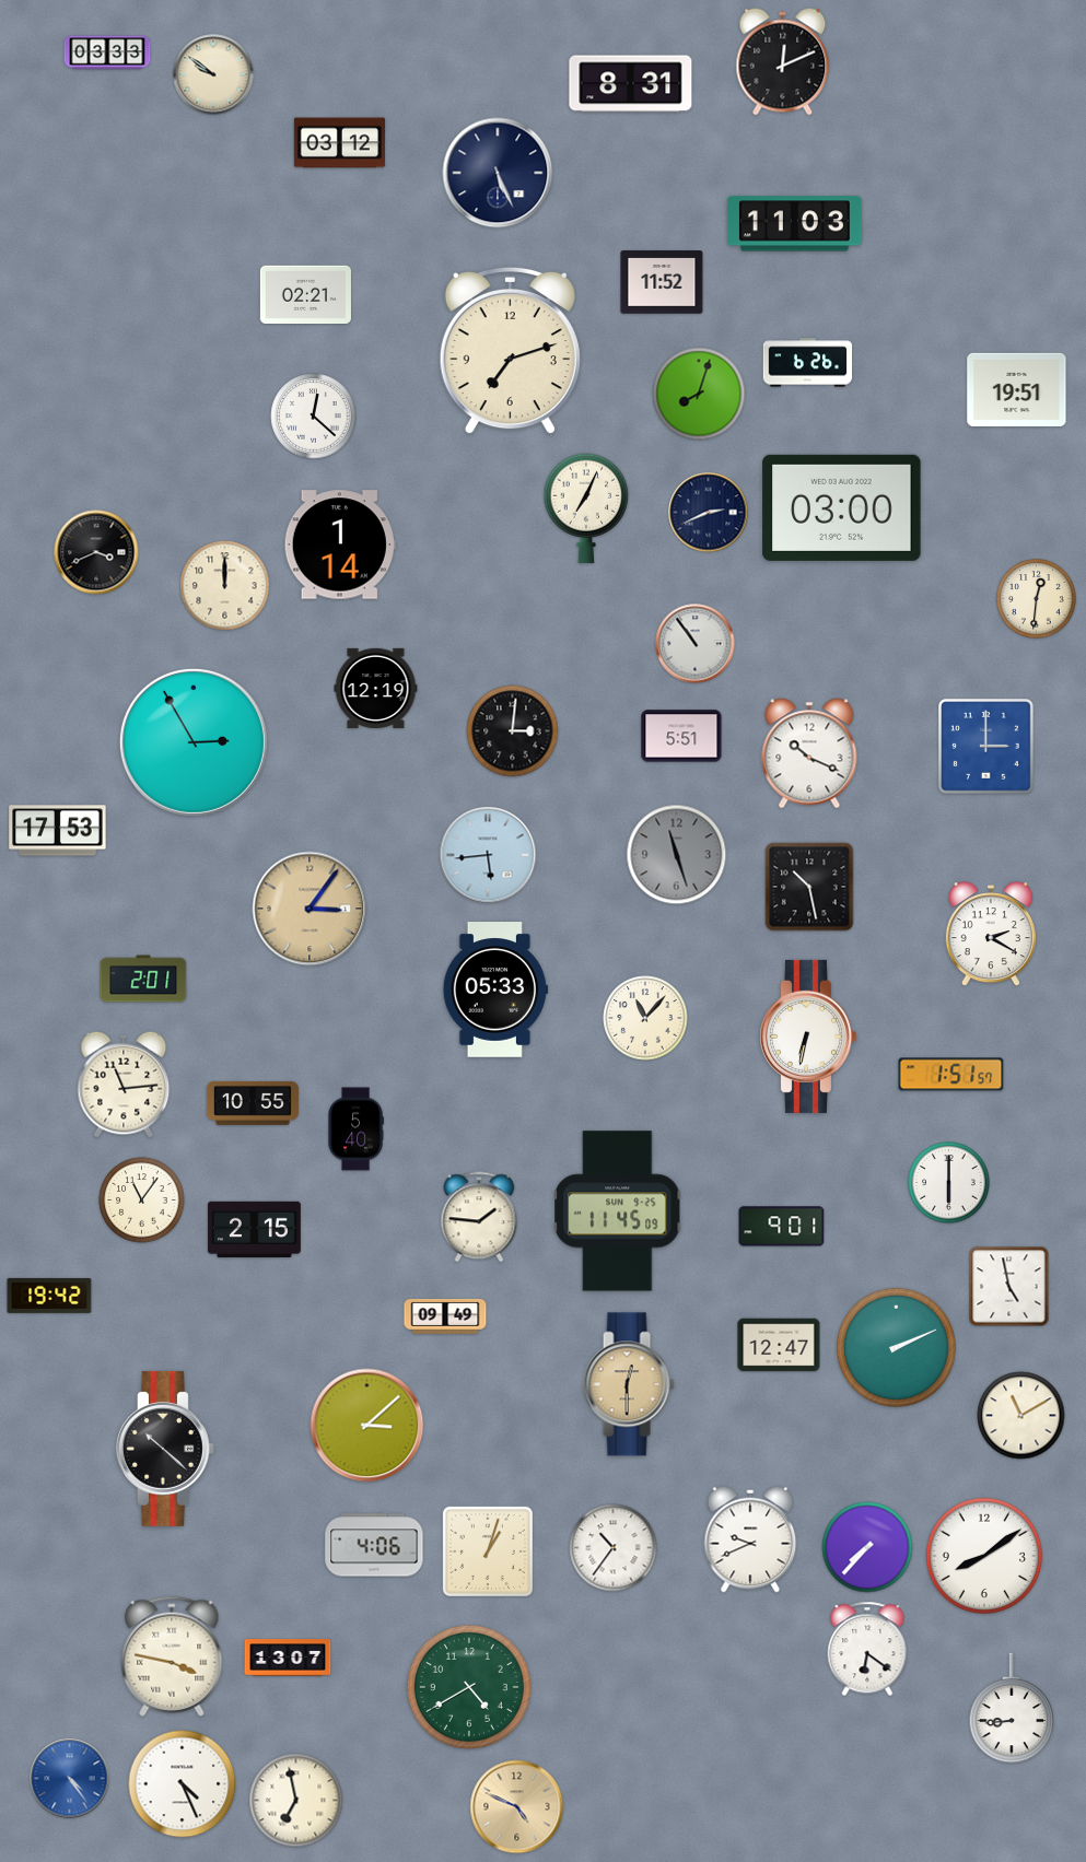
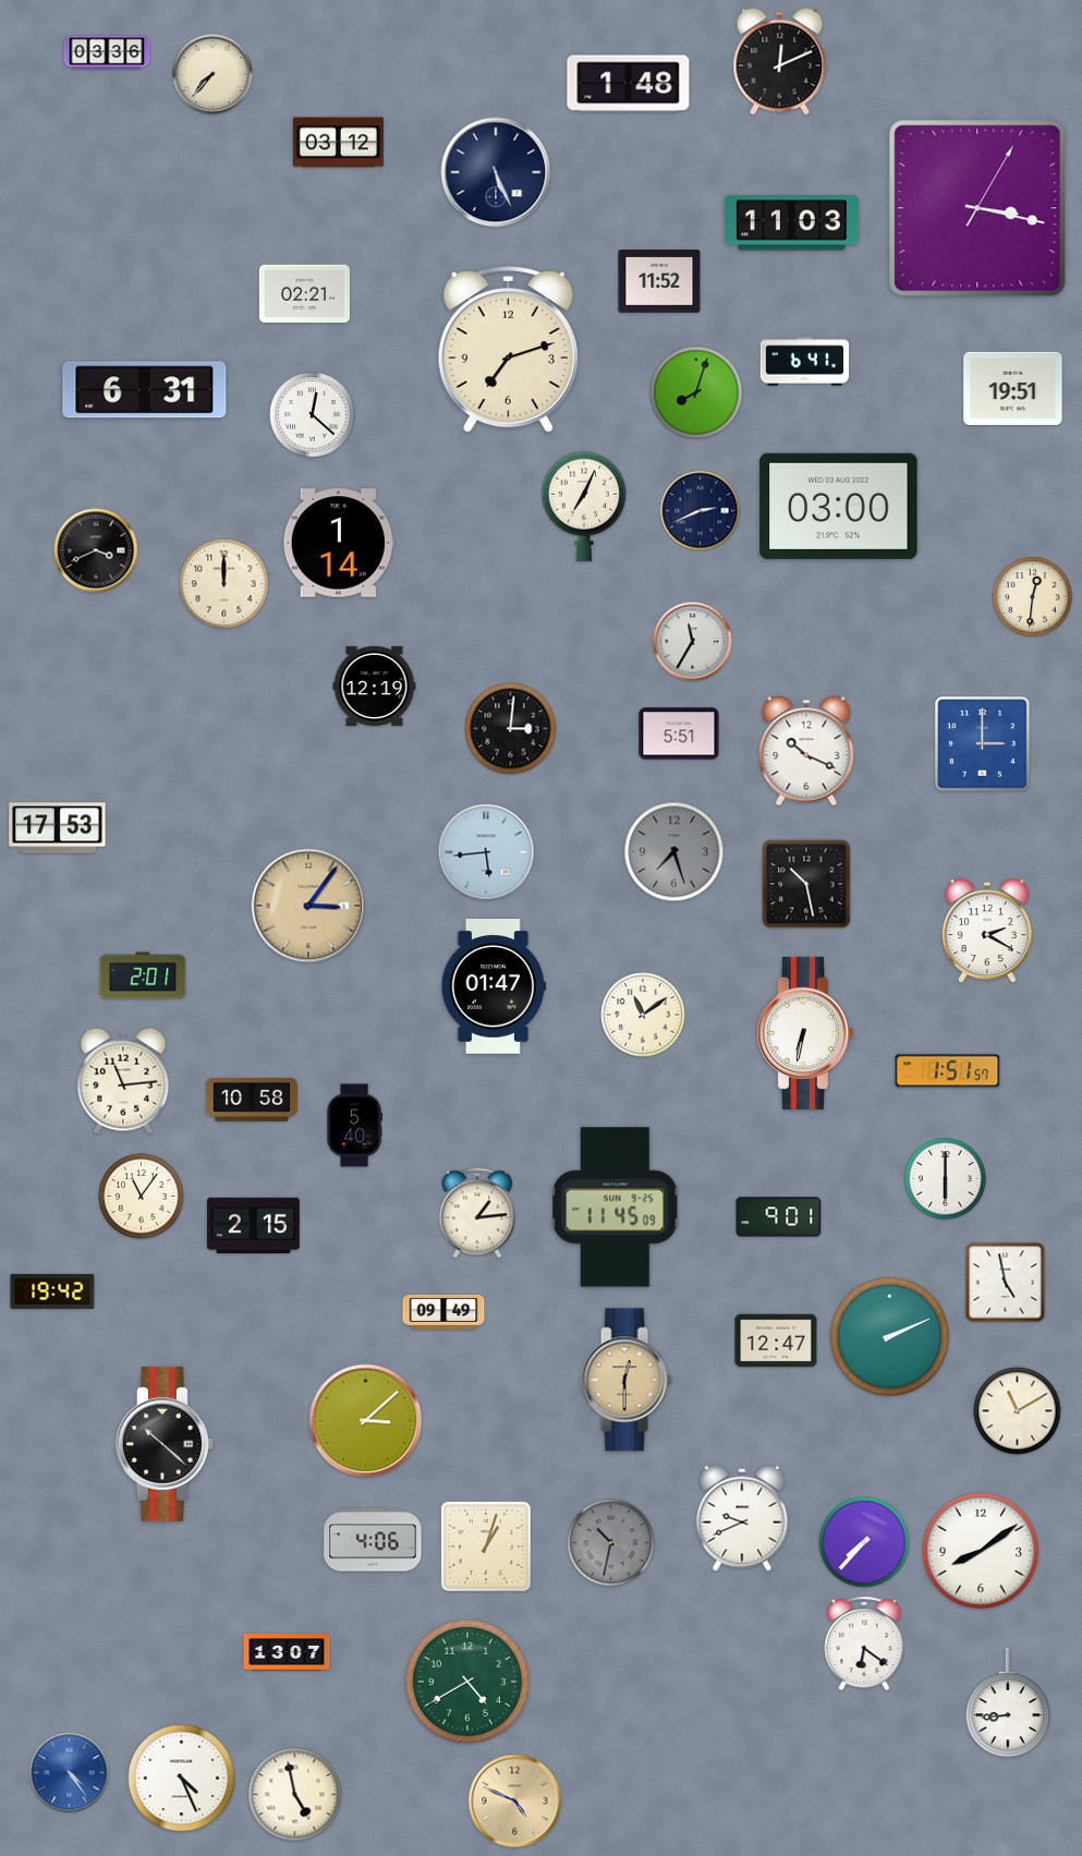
clock at (107, 52): 03:33 -> 03:36
clock at (213, 74): 9:51 -> 7:37
clock at (631, 84): 8:31 -> 1:48
clock at (977, 208): none -> 3:17
clock at (808, 363): 6:26 -> 6:41
clock at (145, 390): none -> 6:31
clock at (709, 513) position: (709, 513) -> (701, 511)
clock at (696, 644): 10:54 -> 11:35
clock at (194, 742): 2:55 -> none
clock at (677, 855): 11:27 -> 7:27
clock at (495, 989): 05:33 -> 01:47
clock at (645, 1018): 11:07 -> 11:09
clock at (253, 1103): 10:55 -> 10:58
clock at (479, 1217): 1:46 -> 1:14
clock at (782, 1227) position: (782, 1227) -> (779, 1217)
clock at (49, 1296) position: (49, 1296) -> (52, 1291)
clock at (896, 1347) position: (896, 1347) -> (889, 1336)
clock at (750, 1539) position: (750, 1539) -> (742, 1518)
clock at (614, 1548): 10:36 -> 10:32
clock at (614, 1548) dial: white -> grey
clock at (172, 1656): 3:47 -> none
clock at (296, 1801): 6:58 -> 4:58
